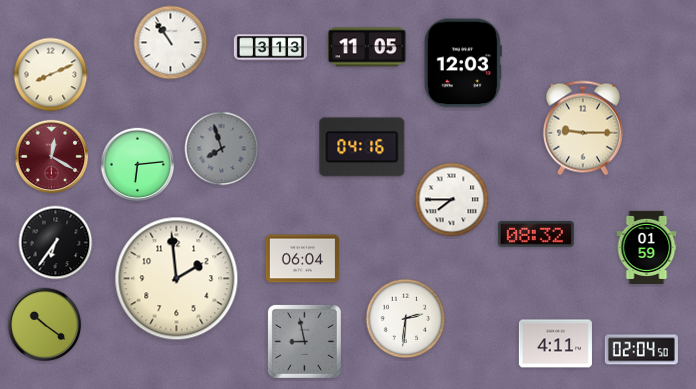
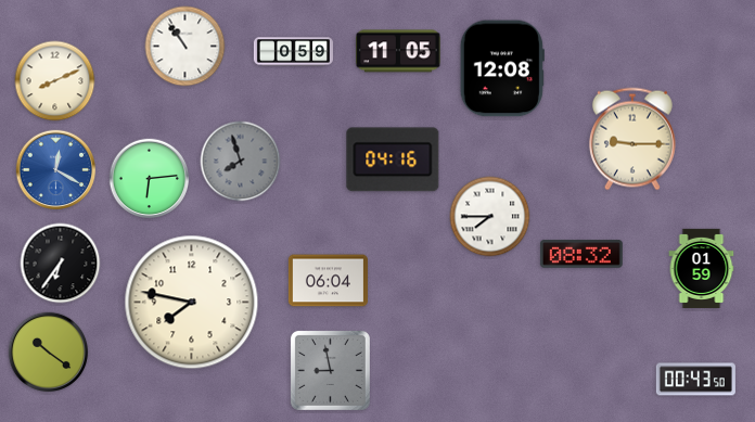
clock at (270, 48): 3:13 -> 0:59
clock at (463, 63): 12:03 -> 12:08
clock at (52, 157) dial: burgundy -> blue
clock at (177, 279): 1:59 -> 7:47
clock at (406, 319): 2:31 -> none
clock at (555, 344): 4:11 -> none
clock at (641, 350): 02:04 -> 00:43
